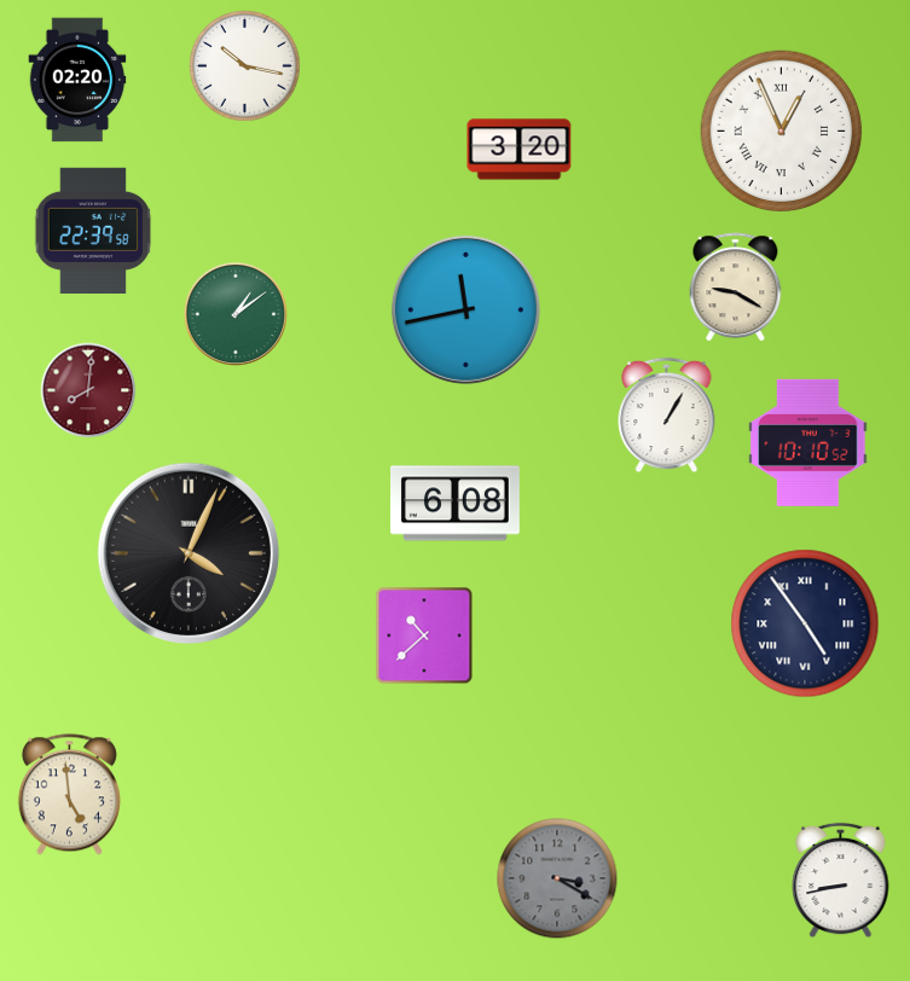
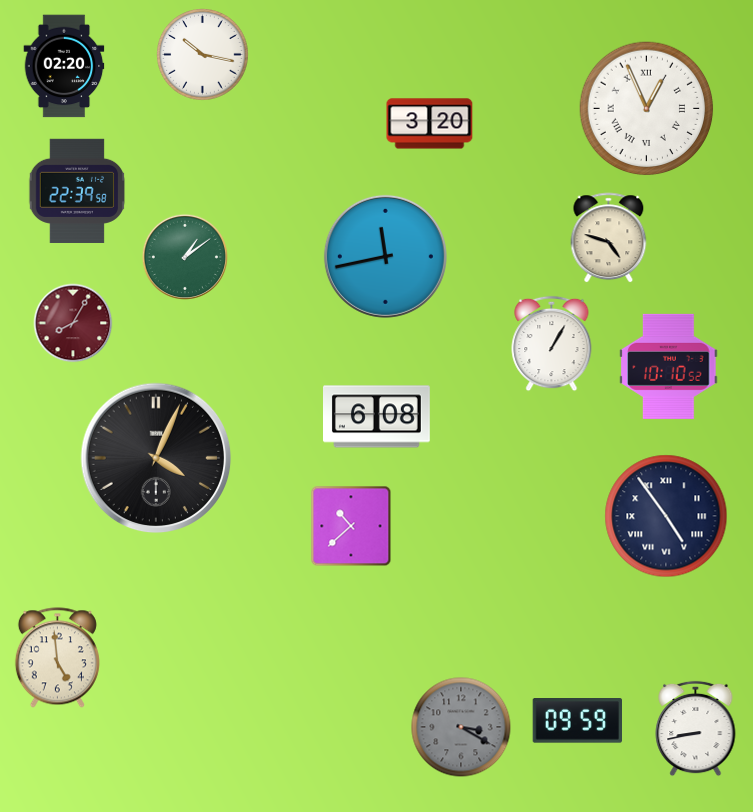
clock at (736, 288): 9:20 -> 4:48
clock at (236, 314) position: (236, 314) -> (185, 257)
clock at (88, 390): 8:01 -> 8:05
clock at (577, 721): none -> 09:59
